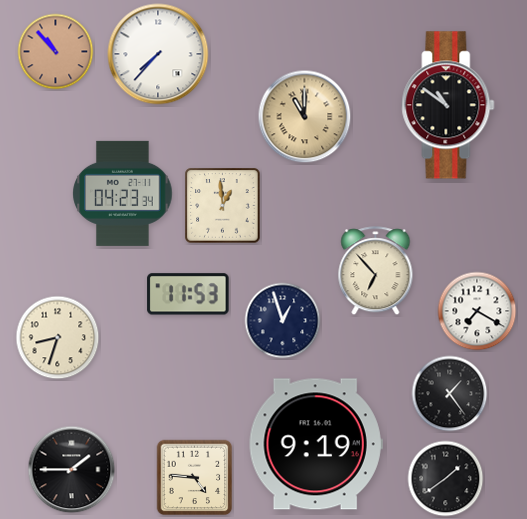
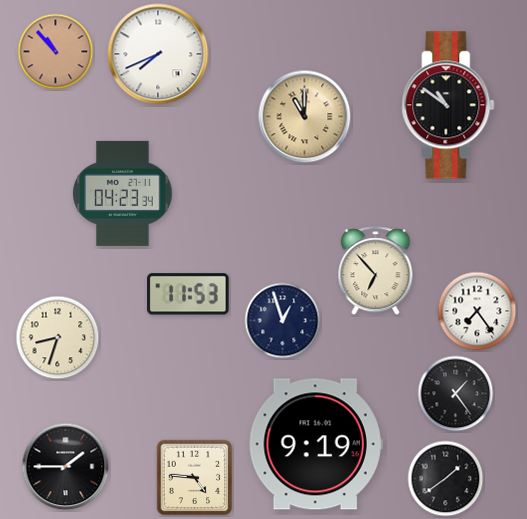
clock at (158, 54): 7:37 -> 7:41
clock at (223, 206): 12:59 -> none
clock at (477, 311): 7:20 -> 7:24
clock at (450, 394) position: (450, 394) -> (456, 394)
clock at (72, 470) position: (72, 470) -> (66, 467)
